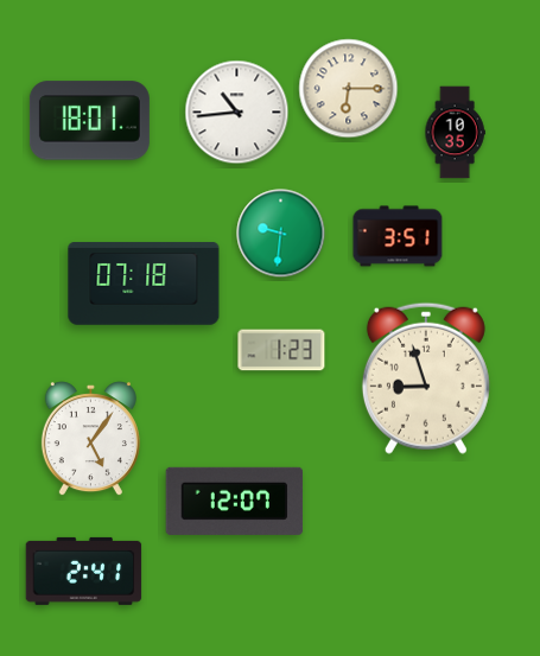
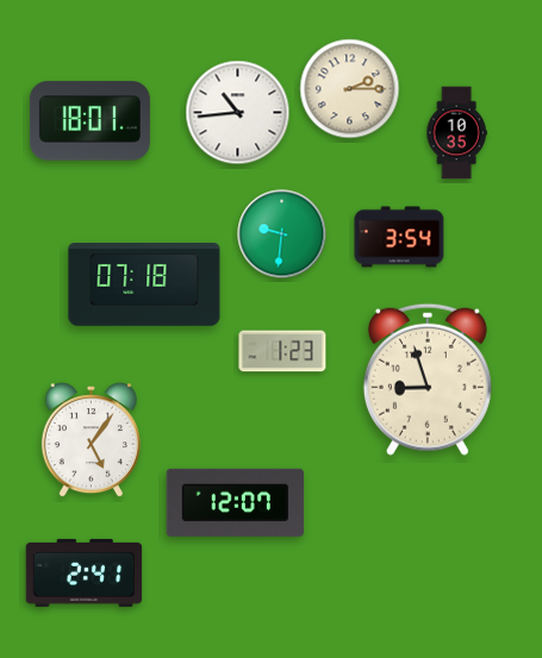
clock at (349, 89): 6:15 -> 2:15
clock at (398, 236): 3:51 -> 3:54
